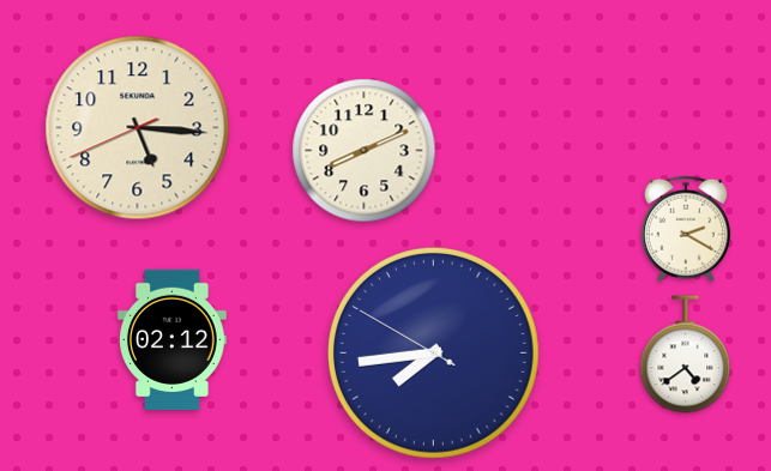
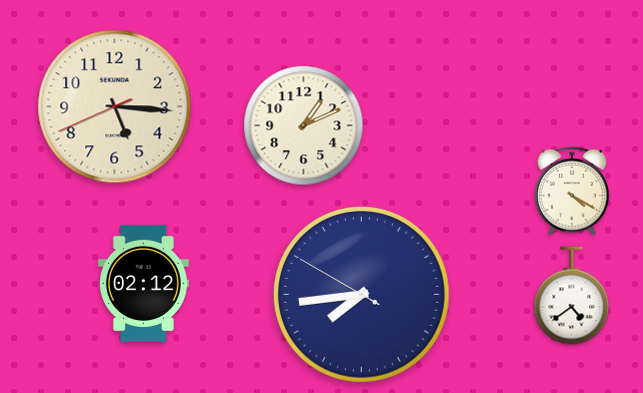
clock at (365, 151): 8:11 -> 1:11
clock at (686, 229): 2:20 -> 4:20
